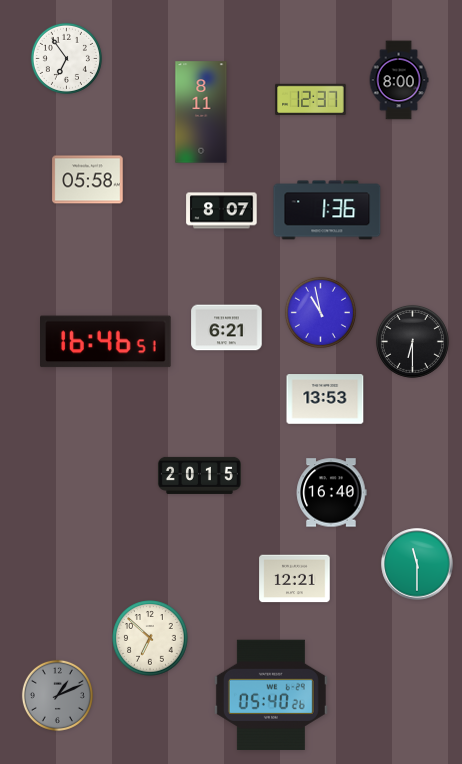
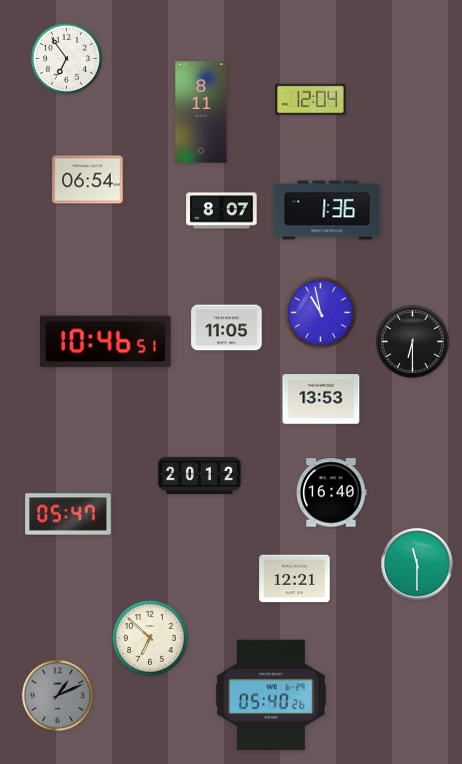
clock at (399, 80): 8:00 -> none
clock at (311, 100): 12:37 -> 12:04
clock at (88, 180): 05:58 -> 06:54
clock at (227, 328): 6:21 -> 11:05
clock at (106, 342): 16:46 -> 10:46
clock at (325, 399) position: (325, 399) -> (321, 399)
clock at (199, 475): 20:15 -> 20:12
clock at (68, 514): none -> 05:47
